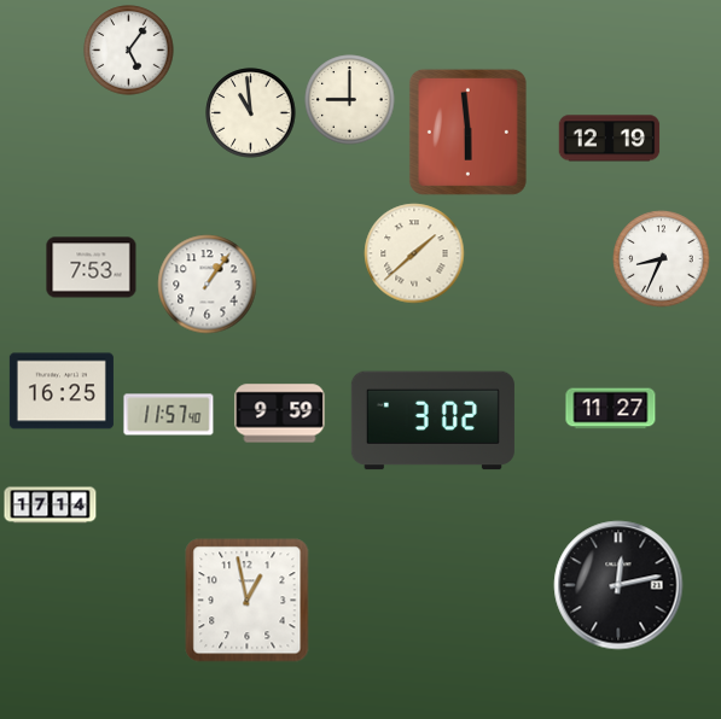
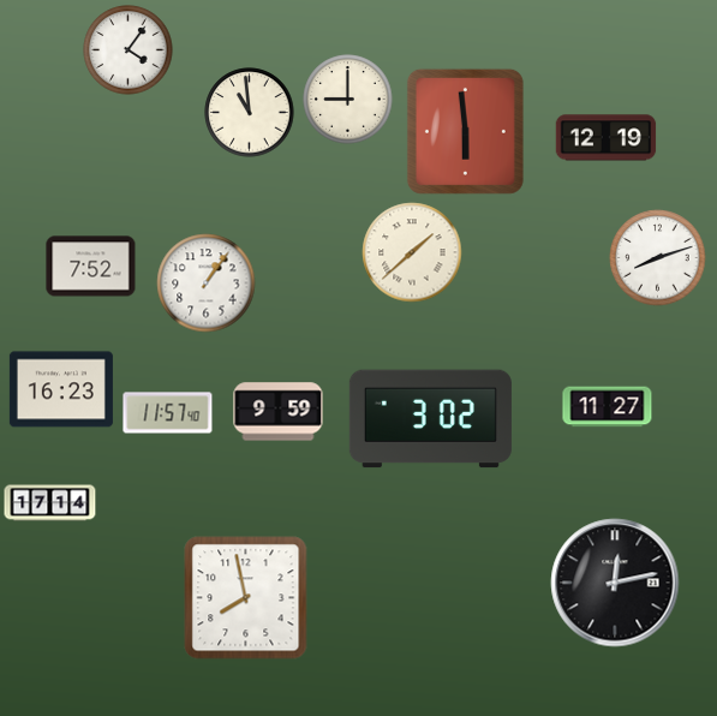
clock at (129, 51): 5:06 -> 4:06
clock at (662, 259): 8:34 -> 8:12
clock at (92, 268): 7:53 -> 7:52
clock at (62, 391): 16:25 -> 16:23
clock at (248, 601): 12:58 -> 7:58
